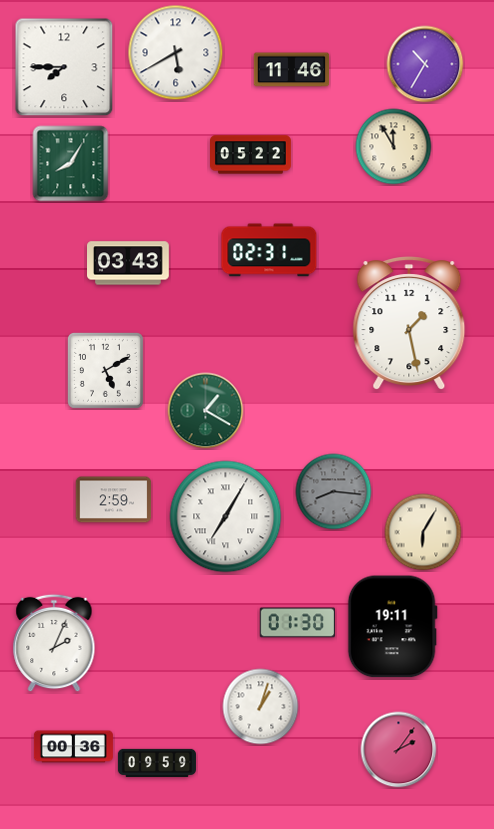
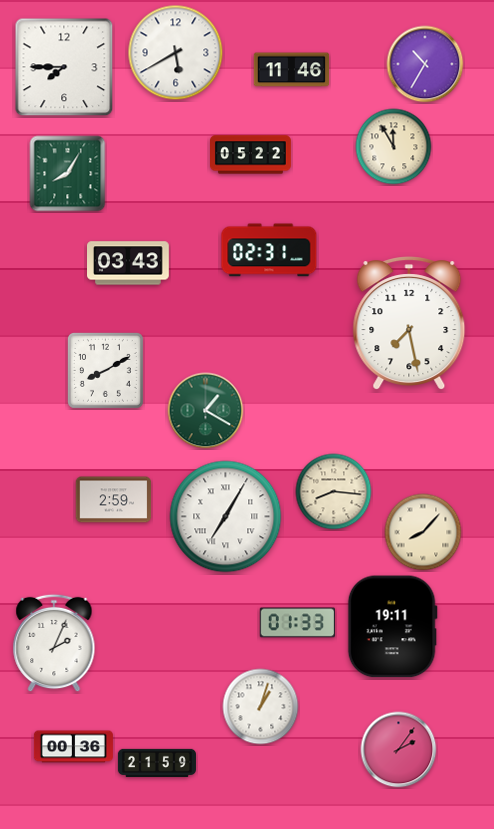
clock at (71, 164) position: (71, 164) -> (68, 174)
clock at (409, 323): 1:28 -> 7:28
clock at (105, 370): 5:10 -> 8:10
clock at (334, 492) dial: grey -> cream
clock at (423, 532): 6:05 -> 8:07
clock at (298, 623): 01:30 -> 01:33
clock at (157, 763): 09:59 -> 21:59
